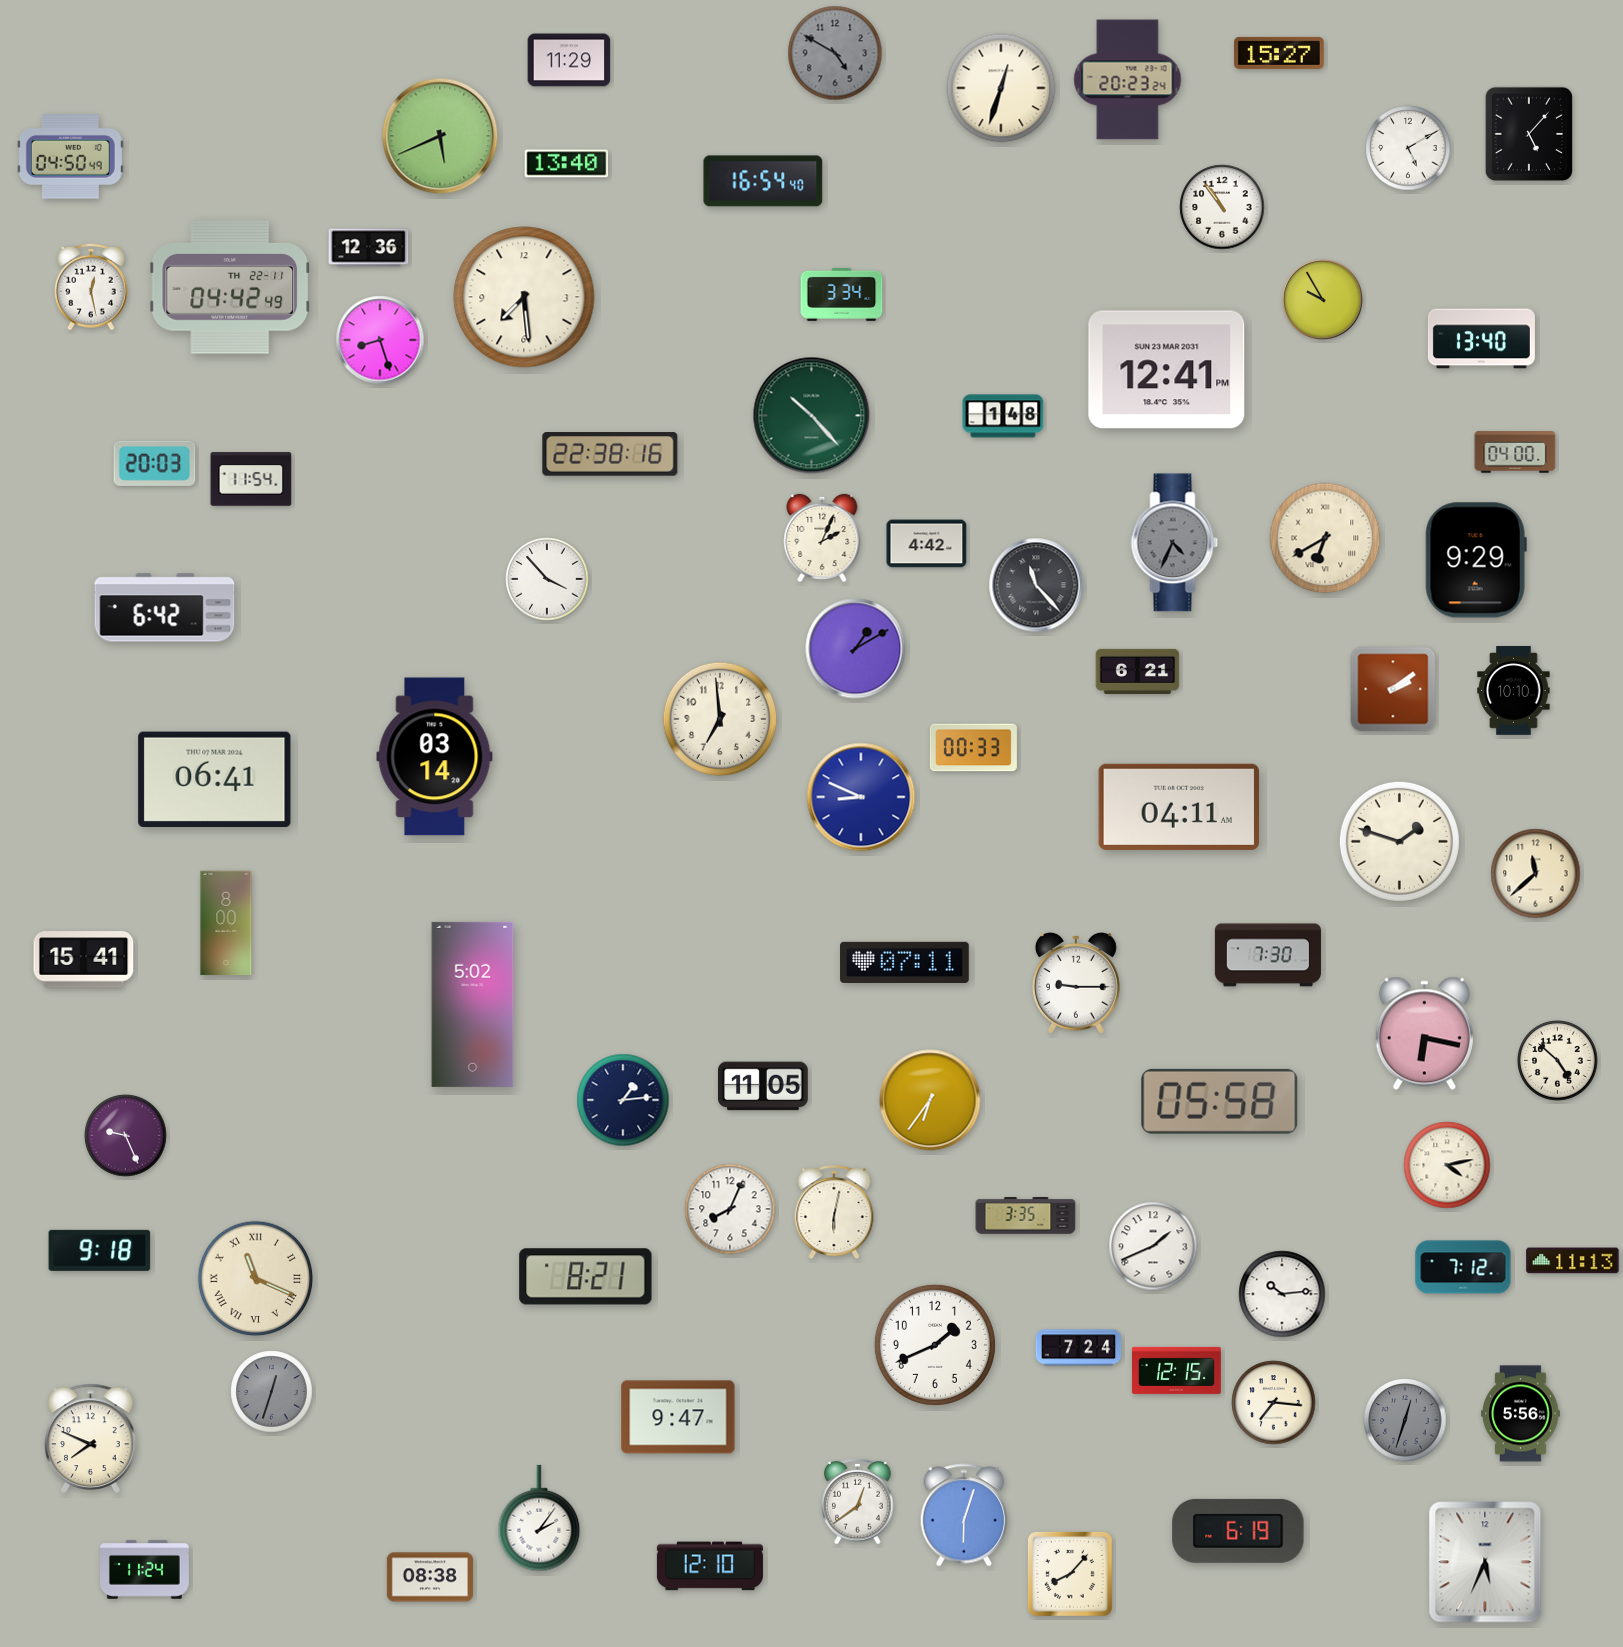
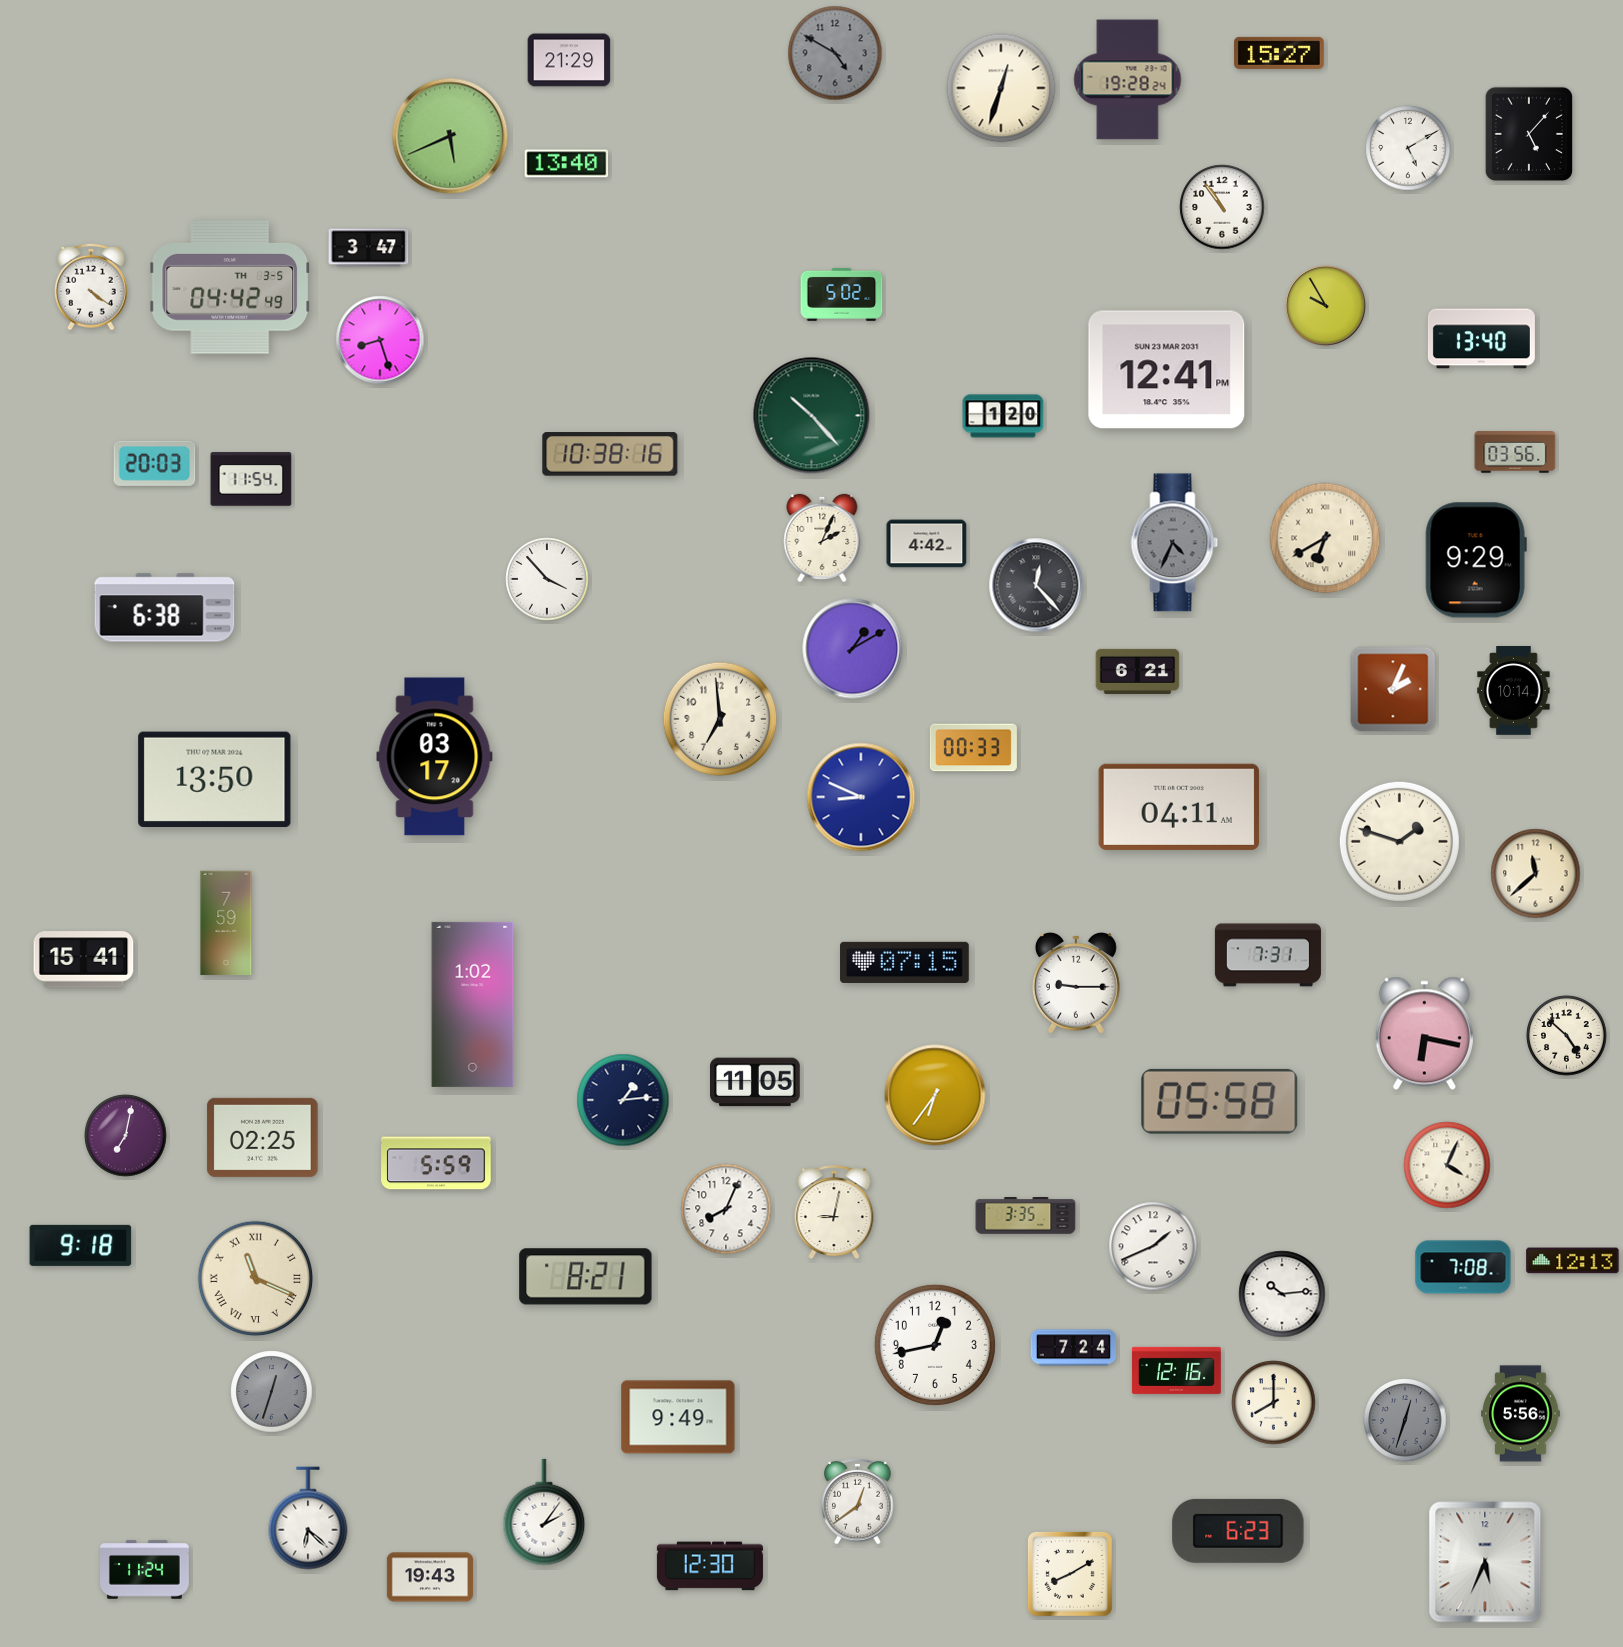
clock at (569, 60): 11:29 -> 21:29
clock at (1128, 80): 20:23 -> 19:28
clock at (440, 136) position: (440, 136) -> (450, 136)
clock at (70, 157): 04:50 -> none
clock at (763, 181): 16:54 -> none
clock at (369, 248): 12:36 -> 3:47
clock at (92, 287): 12:28 -> 4:21
clock at (230, 287) date: TH 22-11 -> TH 3-5
clock at (842, 294): 3:34 -> 5:02
clock at (524, 297): 7:29 -> none
clock at (1323, 300) position: (1323, 300) -> (1326, 306)
clock at (1003, 416): 1:48 -> 1:20
clock at (1515, 452): 04:00 -> 03:56
clock at (610, 454): 22:38 -> 10:38
clock at (1036, 585): 11:23 -> 12:23
clock at (165, 608): 6:42 -> 6:38
clock at (856, 649) position: (856, 649) -> (853, 649)
clock at (1393, 689): 2:09 -> 2:04
clock at (1514, 691): 10:10 -> 10:14
clock at (435, 757): 03:14 -> 03:17
clock at (215, 780): 06:41 -> 13:50
clock at (226, 923): 8:00 -> 7:59
clock at (1268, 955): 7:30 -> 7:31
clock at (905, 962): 07:11 -> 07:15
clock at (473, 1004): 5:02 -> 1:02
clock at (1558, 1061) position: (1558, 1061) -> (1567, 1036)
clock at (763, 1086) position: (763, 1086) -> (755, 1082)
clock at (930, 1100) position: (930, 1100) -> (935, 1095)
clock at (126, 1136): 9:26 -> 7:02
clock at (263, 1137): none -> 02:25
clock at (436, 1163): none -> 5:59
clock at (1447, 1165): 4:13 -> 4:04
clock at (730, 1209) position: (730, 1209) -> (726, 1209)
clock at (834, 1213): 6:02 -> 9:02
clock at (100, 1250) position: (100, 1250) -> (81, 1245)
clock at (1573, 1261): 11:13 -> 12:13
clock at (1463, 1267): 7:12 -> 7:08
clock at (935, 1345): 1:41 -> 12:43
clock at (1079, 1348) position: (1079, 1348) -> (1074, 1348)
clock at (1176, 1370): 12:15 -> 12:16
clock at (1274, 1403): 7:16 -> 8:00
clock at (678, 1417): 9:47 -> 9:49
clock at (91, 1438): 7:49 -> none
clock at (964, 1515): 6:03 -> none
clock at (308, 1518): none -> 6:22
clock at (539, 1518) position: (539, 1518) -> (544, 1512)
clock at (1238, 1531): 6:19 -> 6:23
clock at (710, 1566): 12:10 -> 12:30
clock at (1070, 1574): 8:07 -> 8:10
clock at (430, 1577): 08:38 -> 19:43
